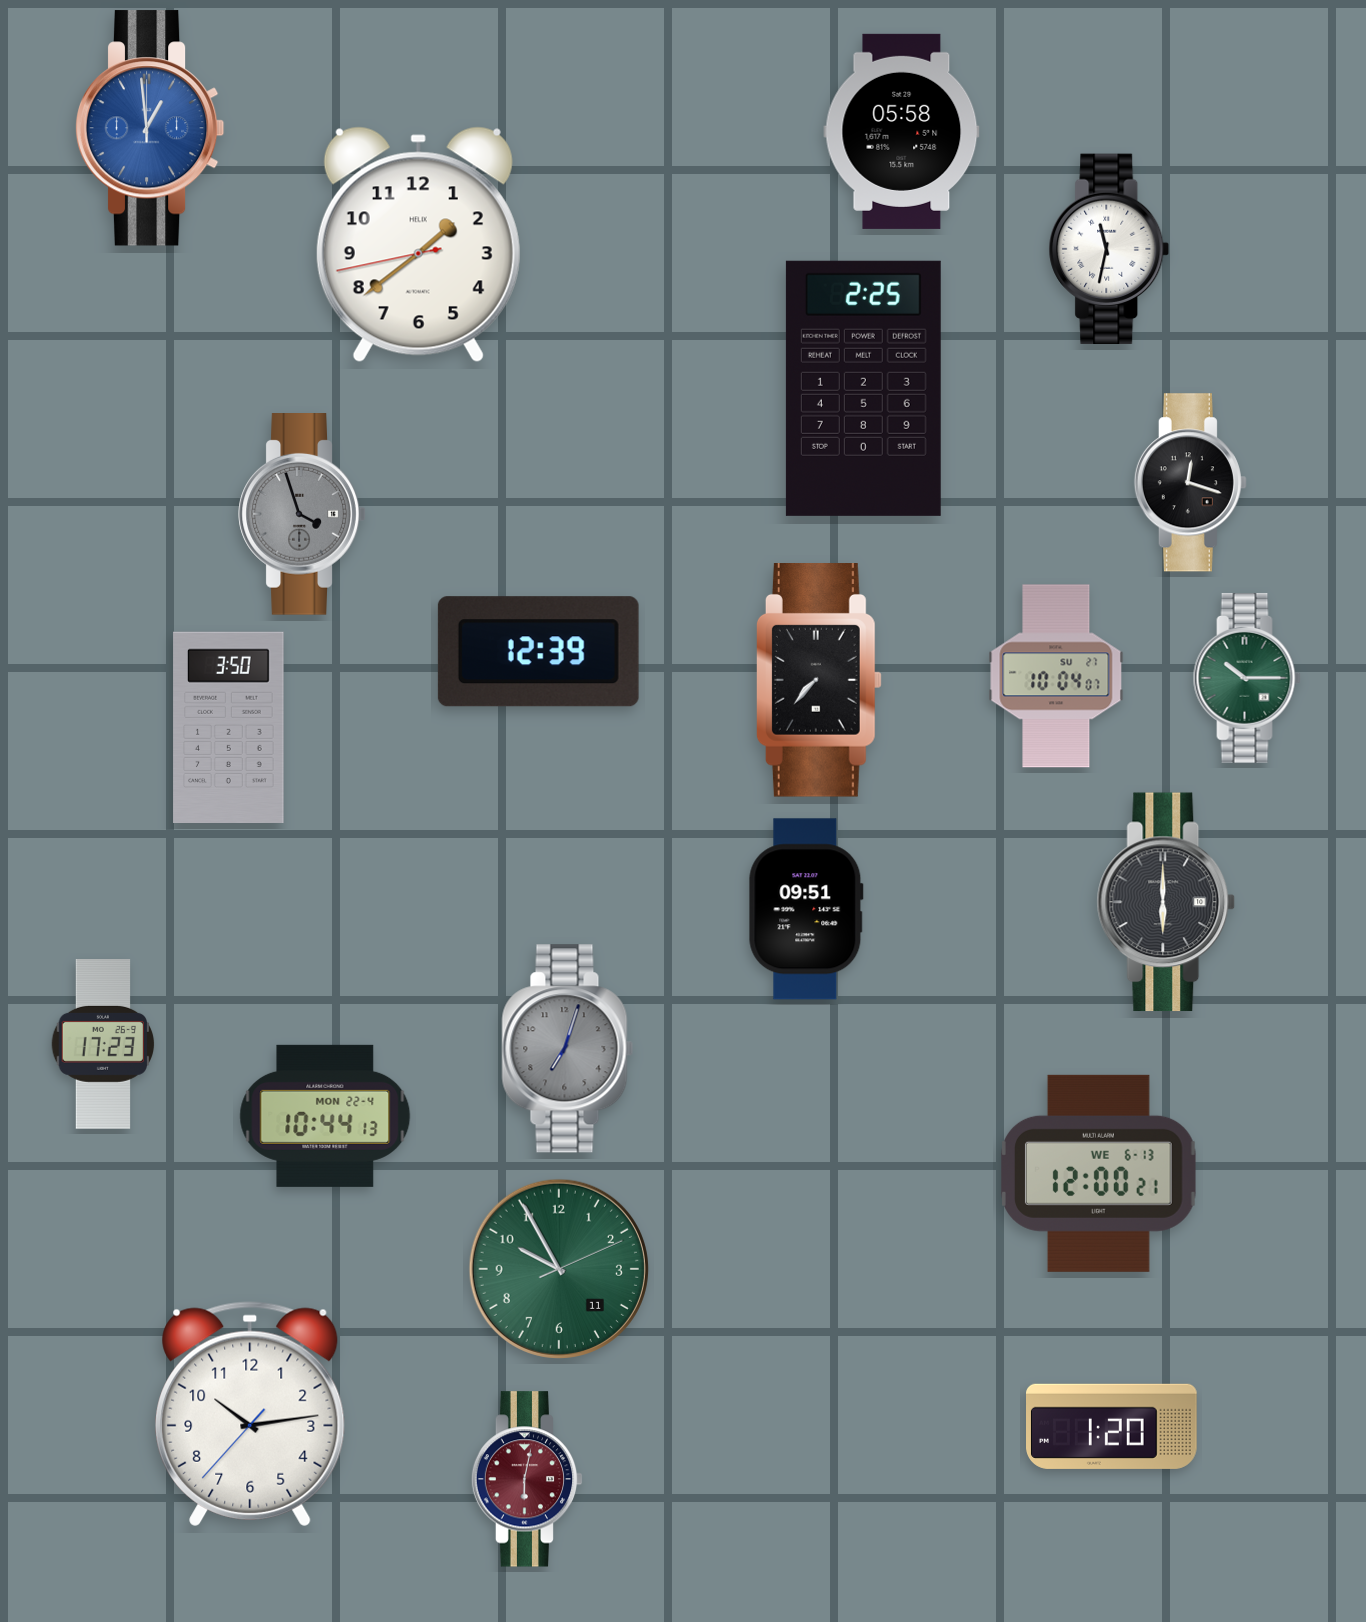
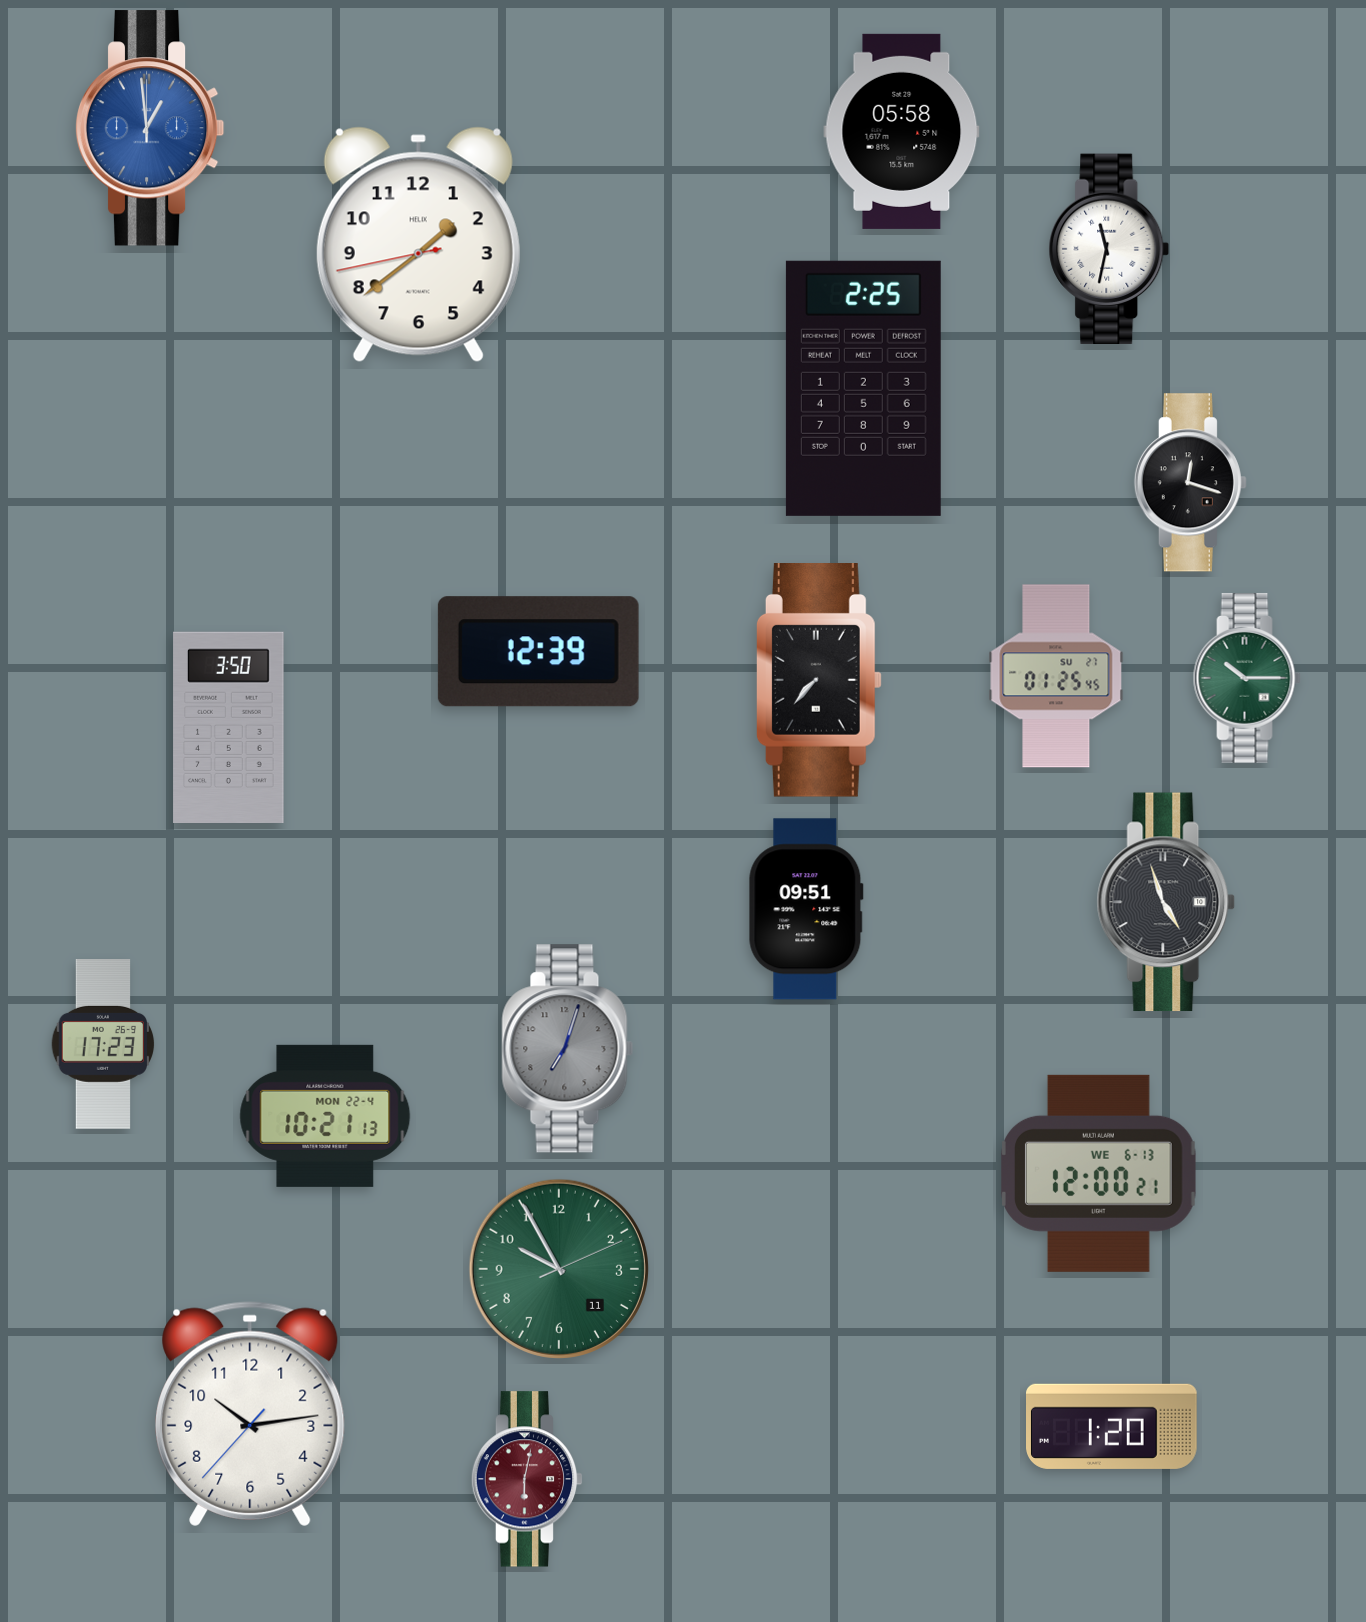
clock at (302, 515): 3:57 -> none
clock at (1056, 676): 10:04 -> 01:25
clock at (1166, 902): 6:00 -> 4:57
clock at (325, 1116): 10:44 -> 10:21
